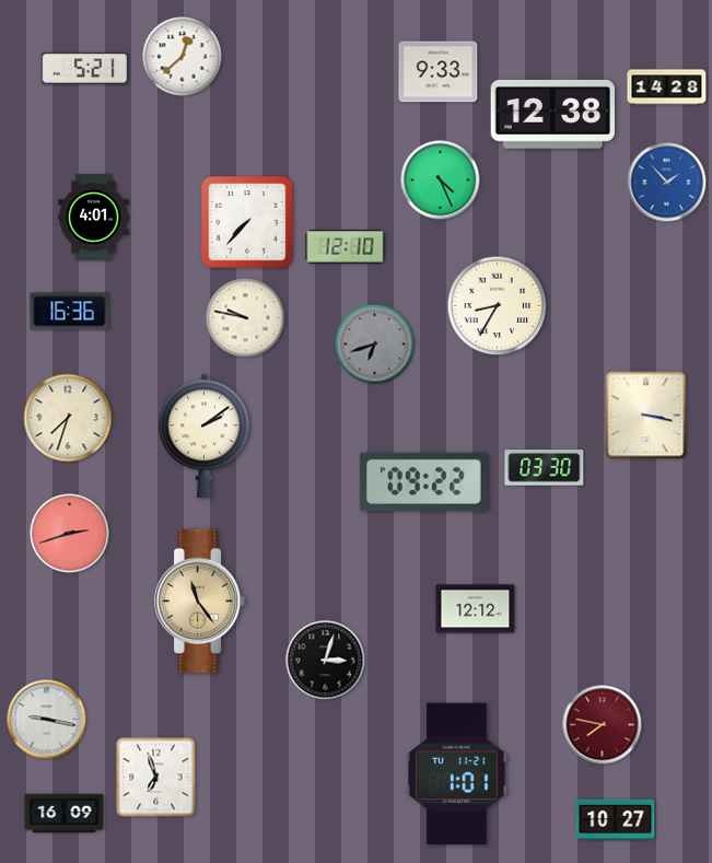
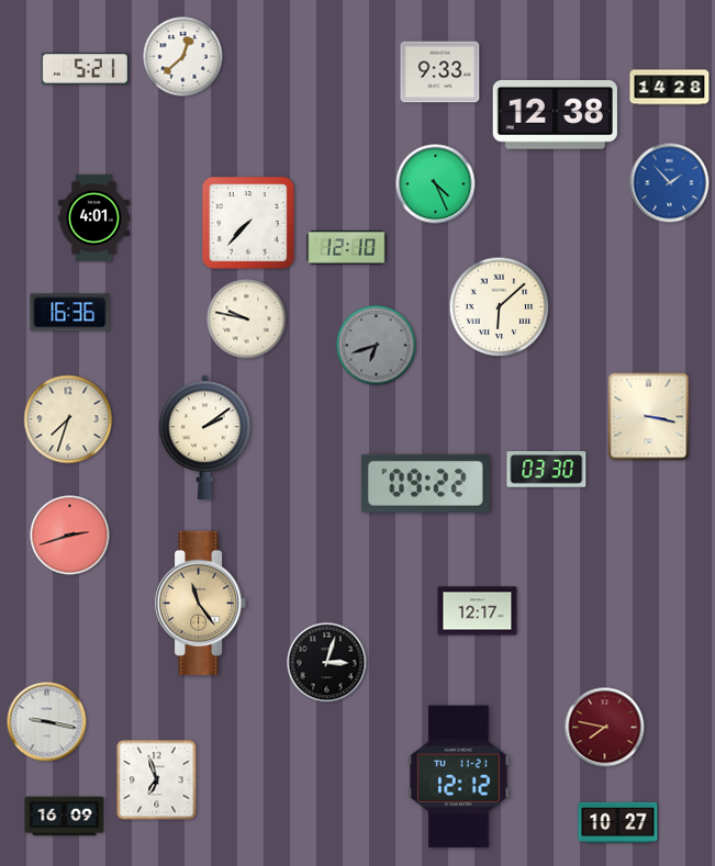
clock at (441, 180) position: (441, 180) -> (436, 184)
clock at (498, 306): 8:35 -> 6:08
clock at (476, 609): 12:12 -> 12:17
clock at (457, 774): 1:01 -> 12:12
